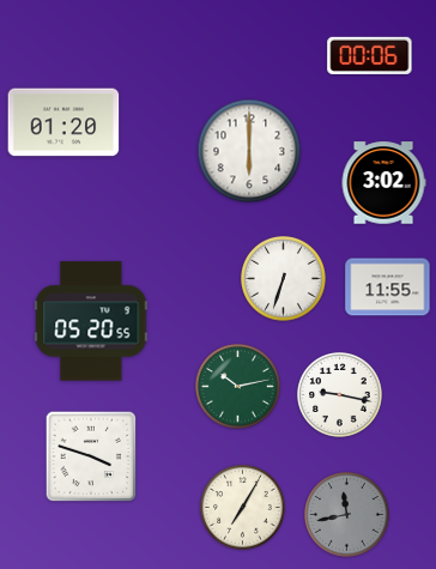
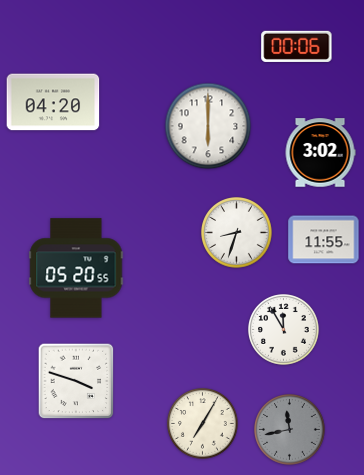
clock at (370, 55) position: (370, 55) -> (297, 46)
clock at (63, 122): 01:20 -> 04:20
clock at (284, 279): 6:33 -> 8:33
clock at (238, 387): 10:13 -> none
clock at (340, 395): 9:17 -> 11:55
